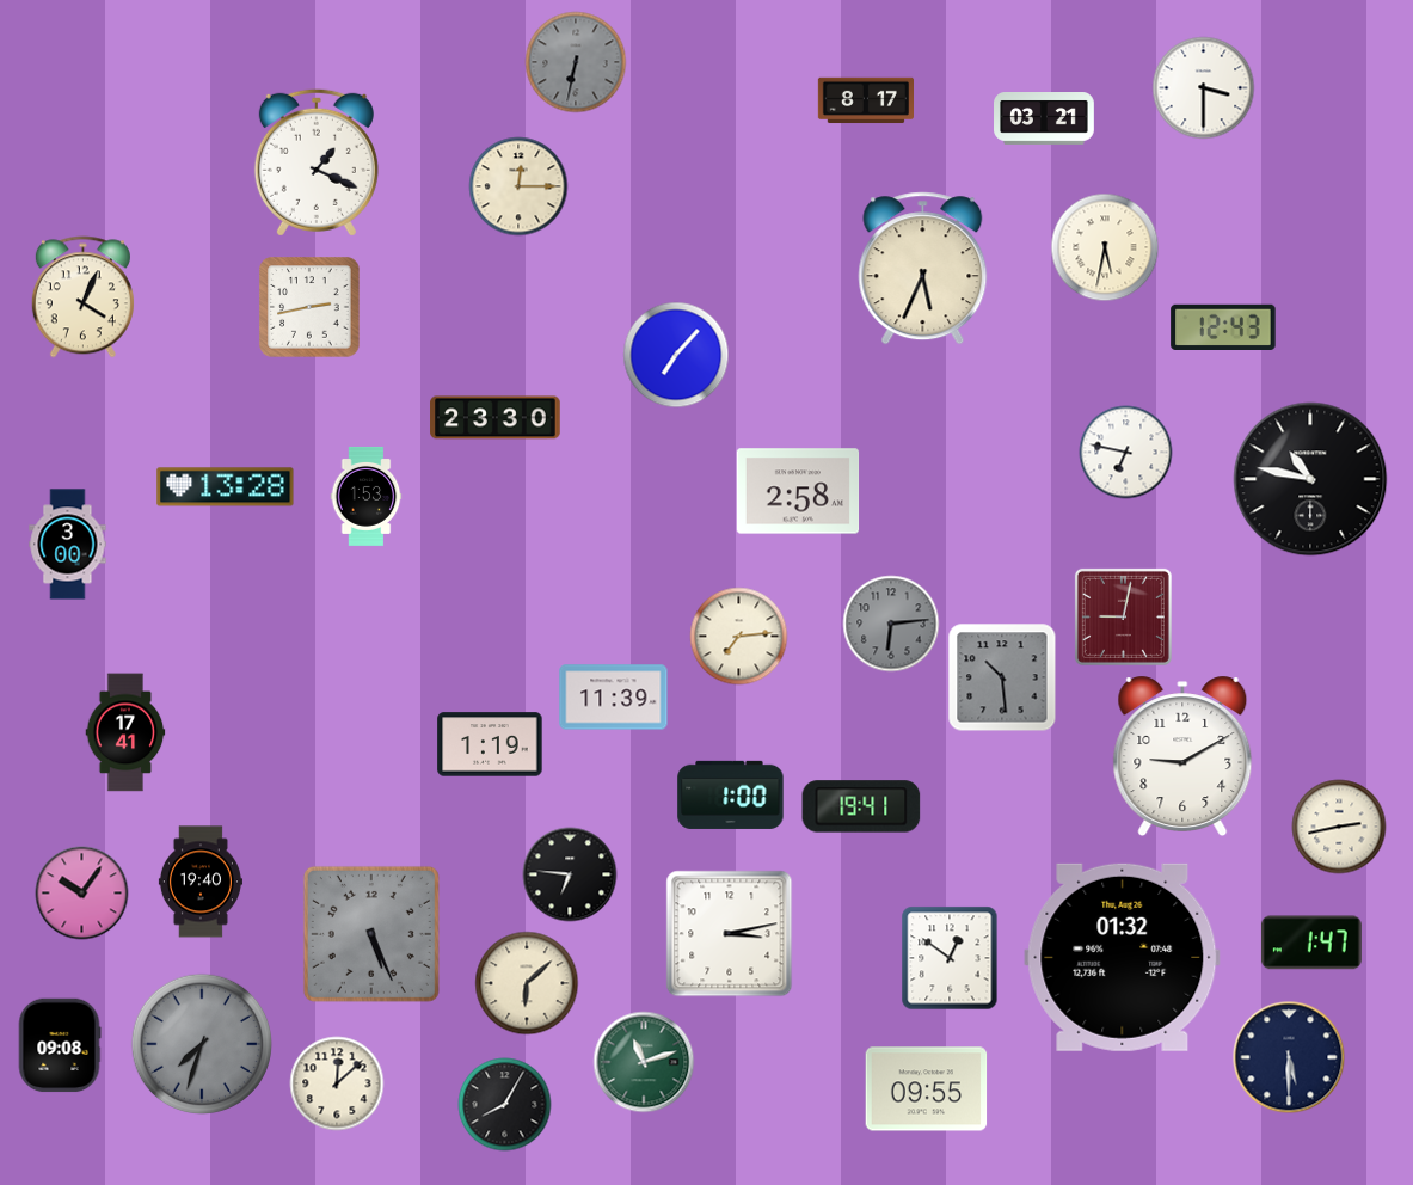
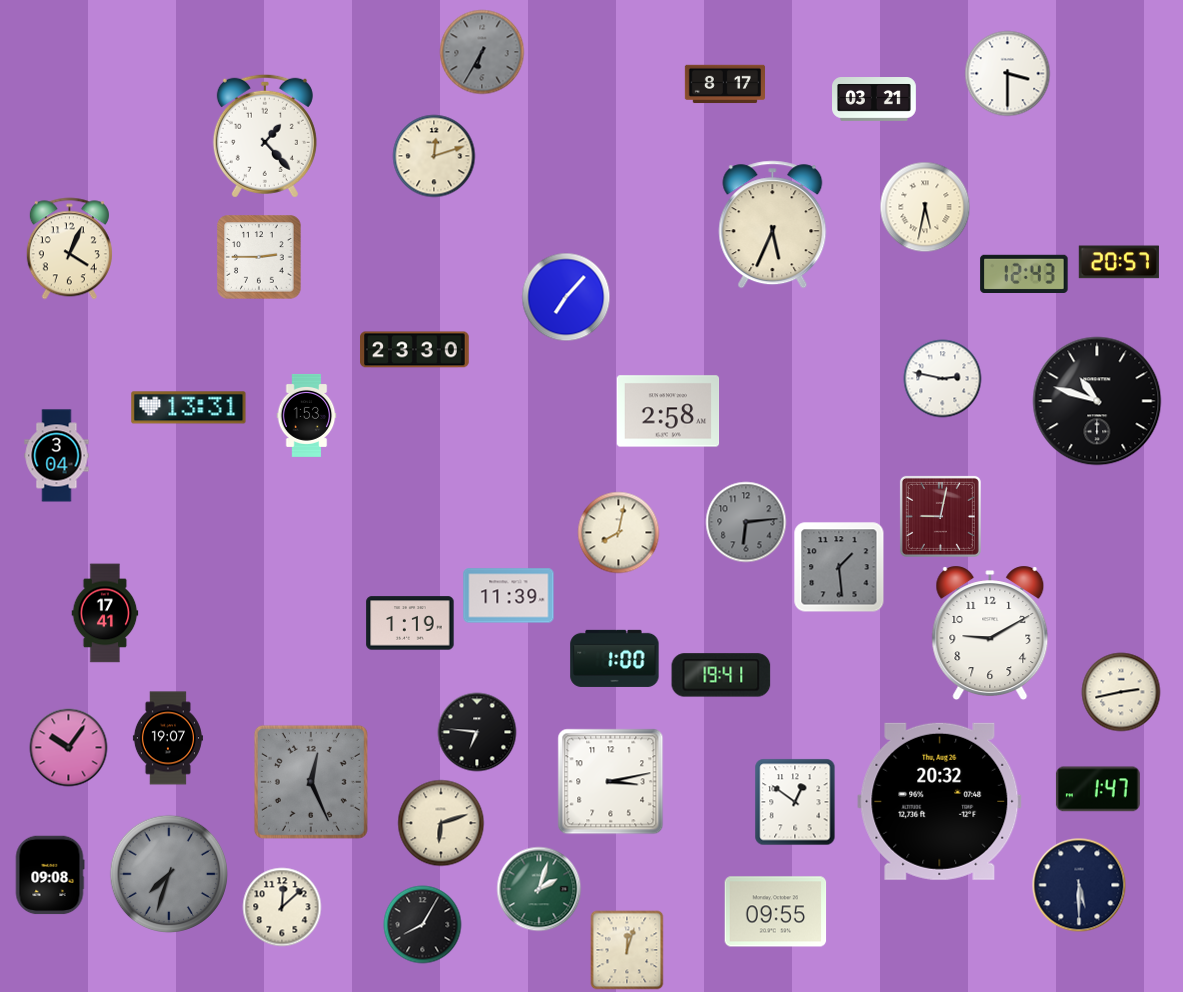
clock at (576, 62): 6:32 -> 6:35
clock at (317, 162): 1:19 -> 1:23
clock at (518, 186): 12:15 -> 12:12
clock at (309, 307): 2:43 -> 2:45
clock at (1119, 262): none -> 20:57
clock at (1126, 453): 6:47 -> 2:47
clock at (1310, 479): 10:47 -> 10:48
clock at (226, 487): 13:28 -> 13:31
clock at (68, 545): 3:00 -> 3:04
clock at (739, 637): 7:14 -> 8:02
clock at (1002, 677): 10:29 -> 1:29
clock at (614, 698) position: (614, 698) -> (509, 596)
clock at (731, 794) position: (731, 794) -> (615, 658)
clock at (201, 882): 19:40 -> 19:07
clock at (371, 934): 5:26 -> 12:26
clock at (1123, 957): 01:32 -> 20:32
clock at (527, 983): 6:08 -> 6:12
clock at (644, 1062): 11:12 -> 2:03
clock at (627, 950): none -> 12:03
